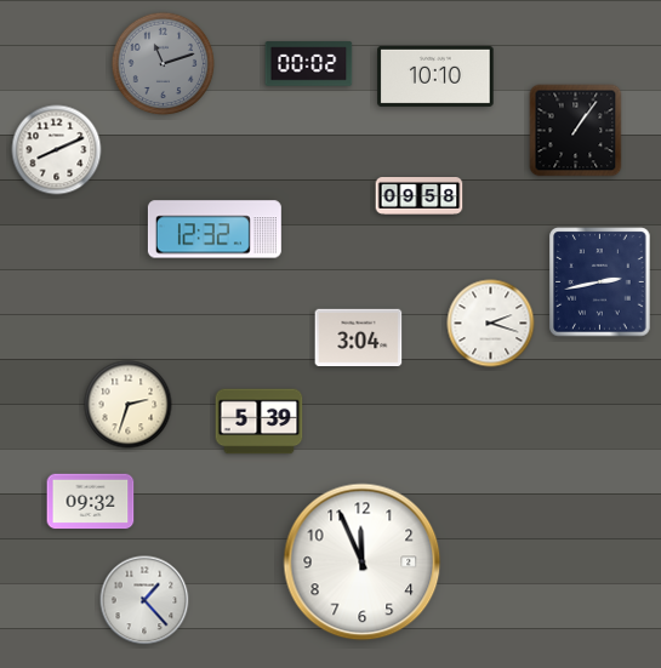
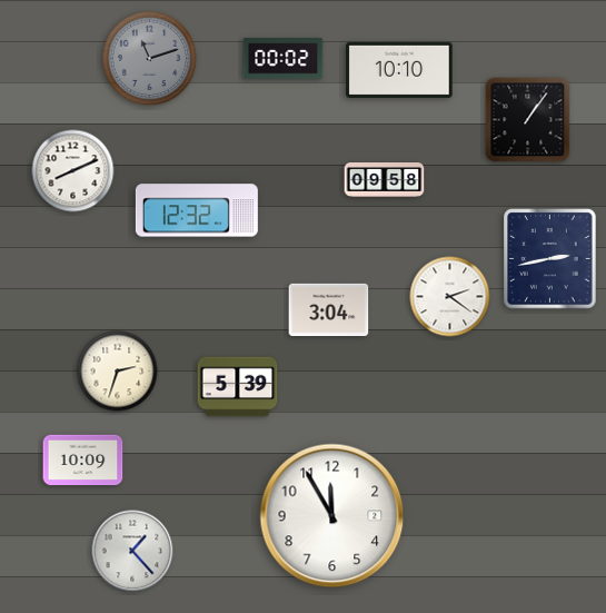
clock at (57, 150) position: (57, 150) -> (73, 171)
clock at (491, 324): 2:18 -> 2:21
clock at (91, 502): 09:32 -> 10:09
clock at (363, 563): 11:56 -> 11:55
